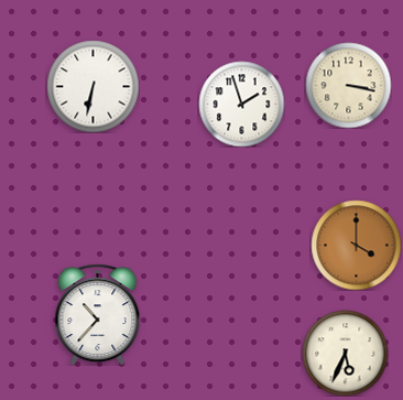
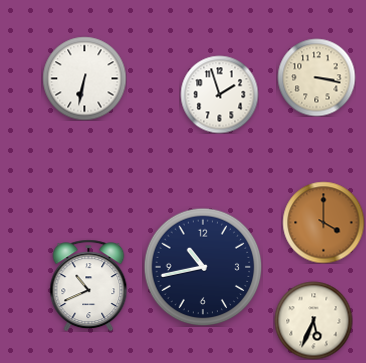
clock at (203, 267): none -> 10:43
clock at (98, 314): 10:37 -> 10:41
